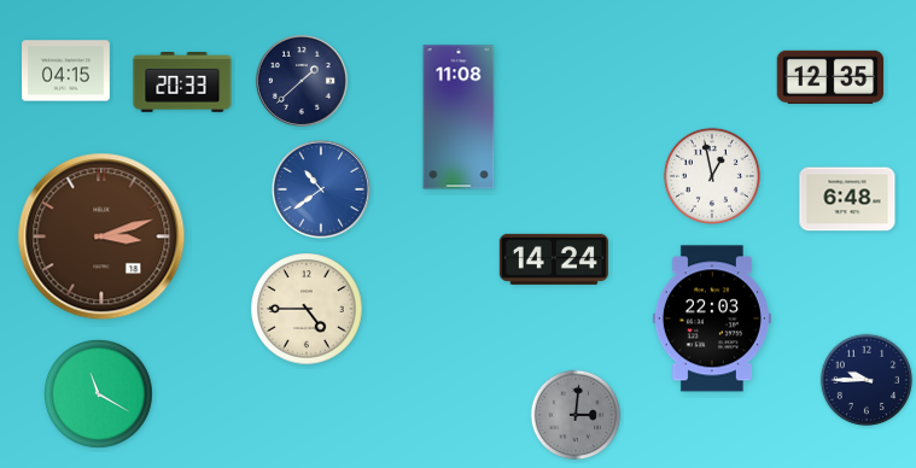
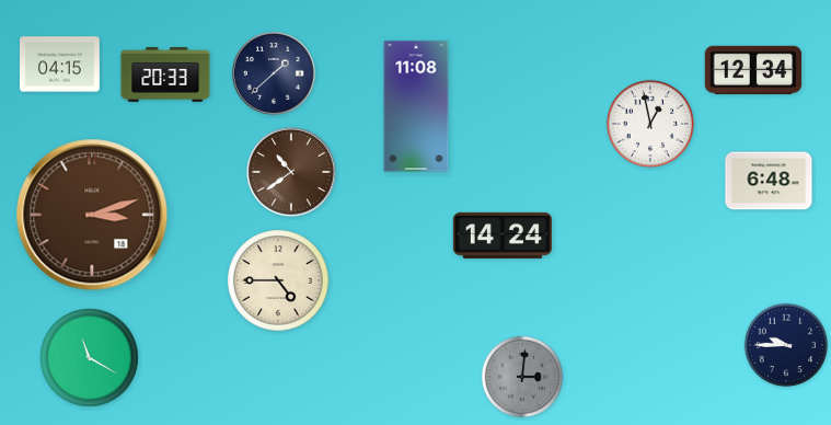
clock at (830, 77): 12:35 -> 12:34
clock at (712, 176) position: (712, 176) -> (650, 124)
clock at (321, 189) dial: blue -> brown
clock at (712, 318): 22:03 -> none
